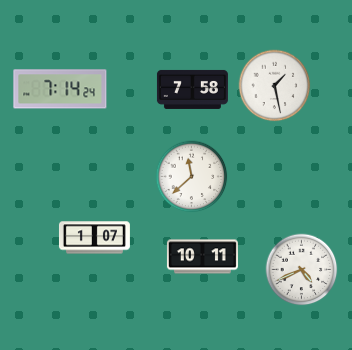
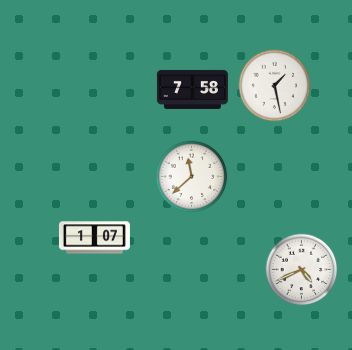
clock at (60, 89): 7:14 -> none
clock at (202, 257): 10:11 -> none
